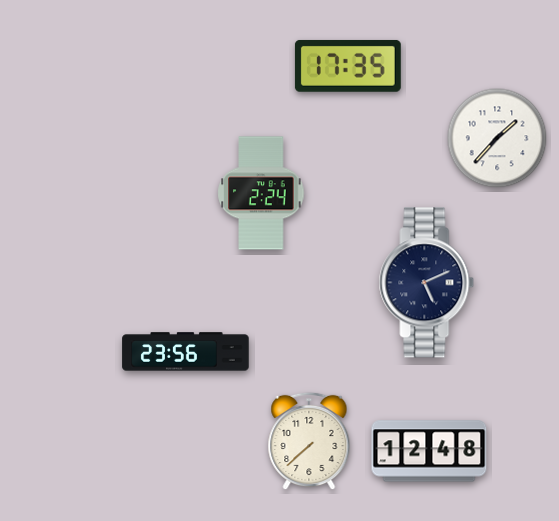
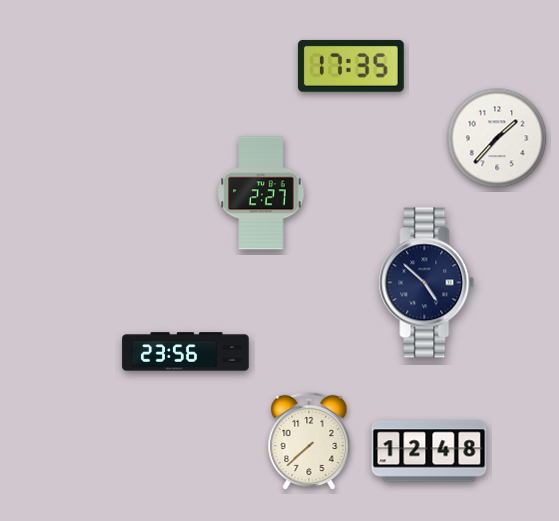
clock at (348, 66) position: (348, 66) -> (351, 66)
clock at (261, 193): 2:24 -> 2:27
clock at (427, 283): 5:11 -> 4:52
